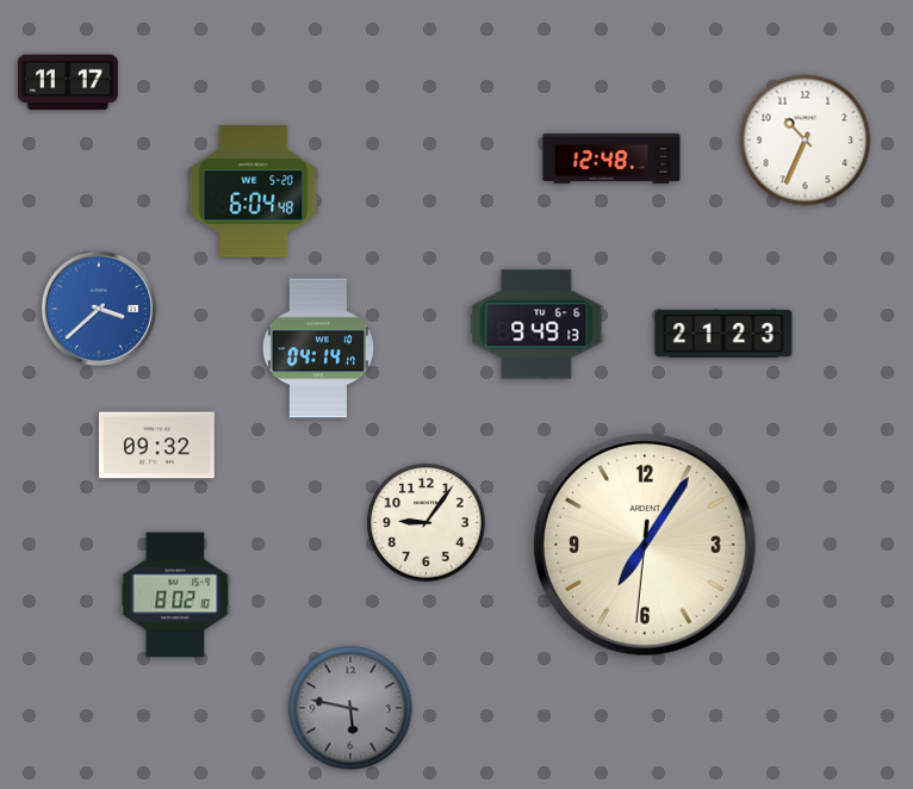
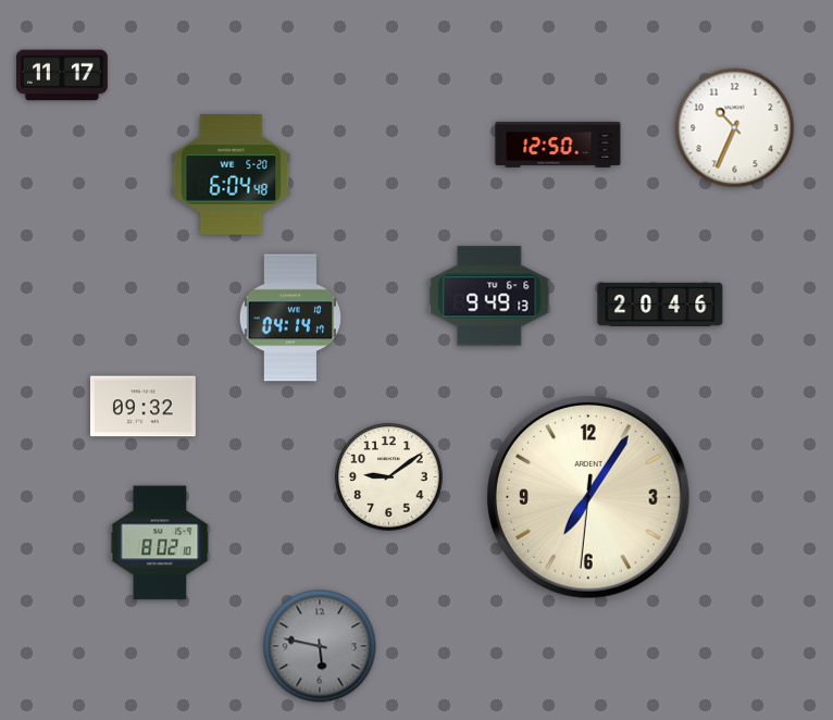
clock at (611, 159): 12:48 -> 12:50
clock at (99, 309): 3:38 -> none
clock at (723, 334): 21:23 -> 20:46
clock at (427, 523): 9:06 -> 9:09
